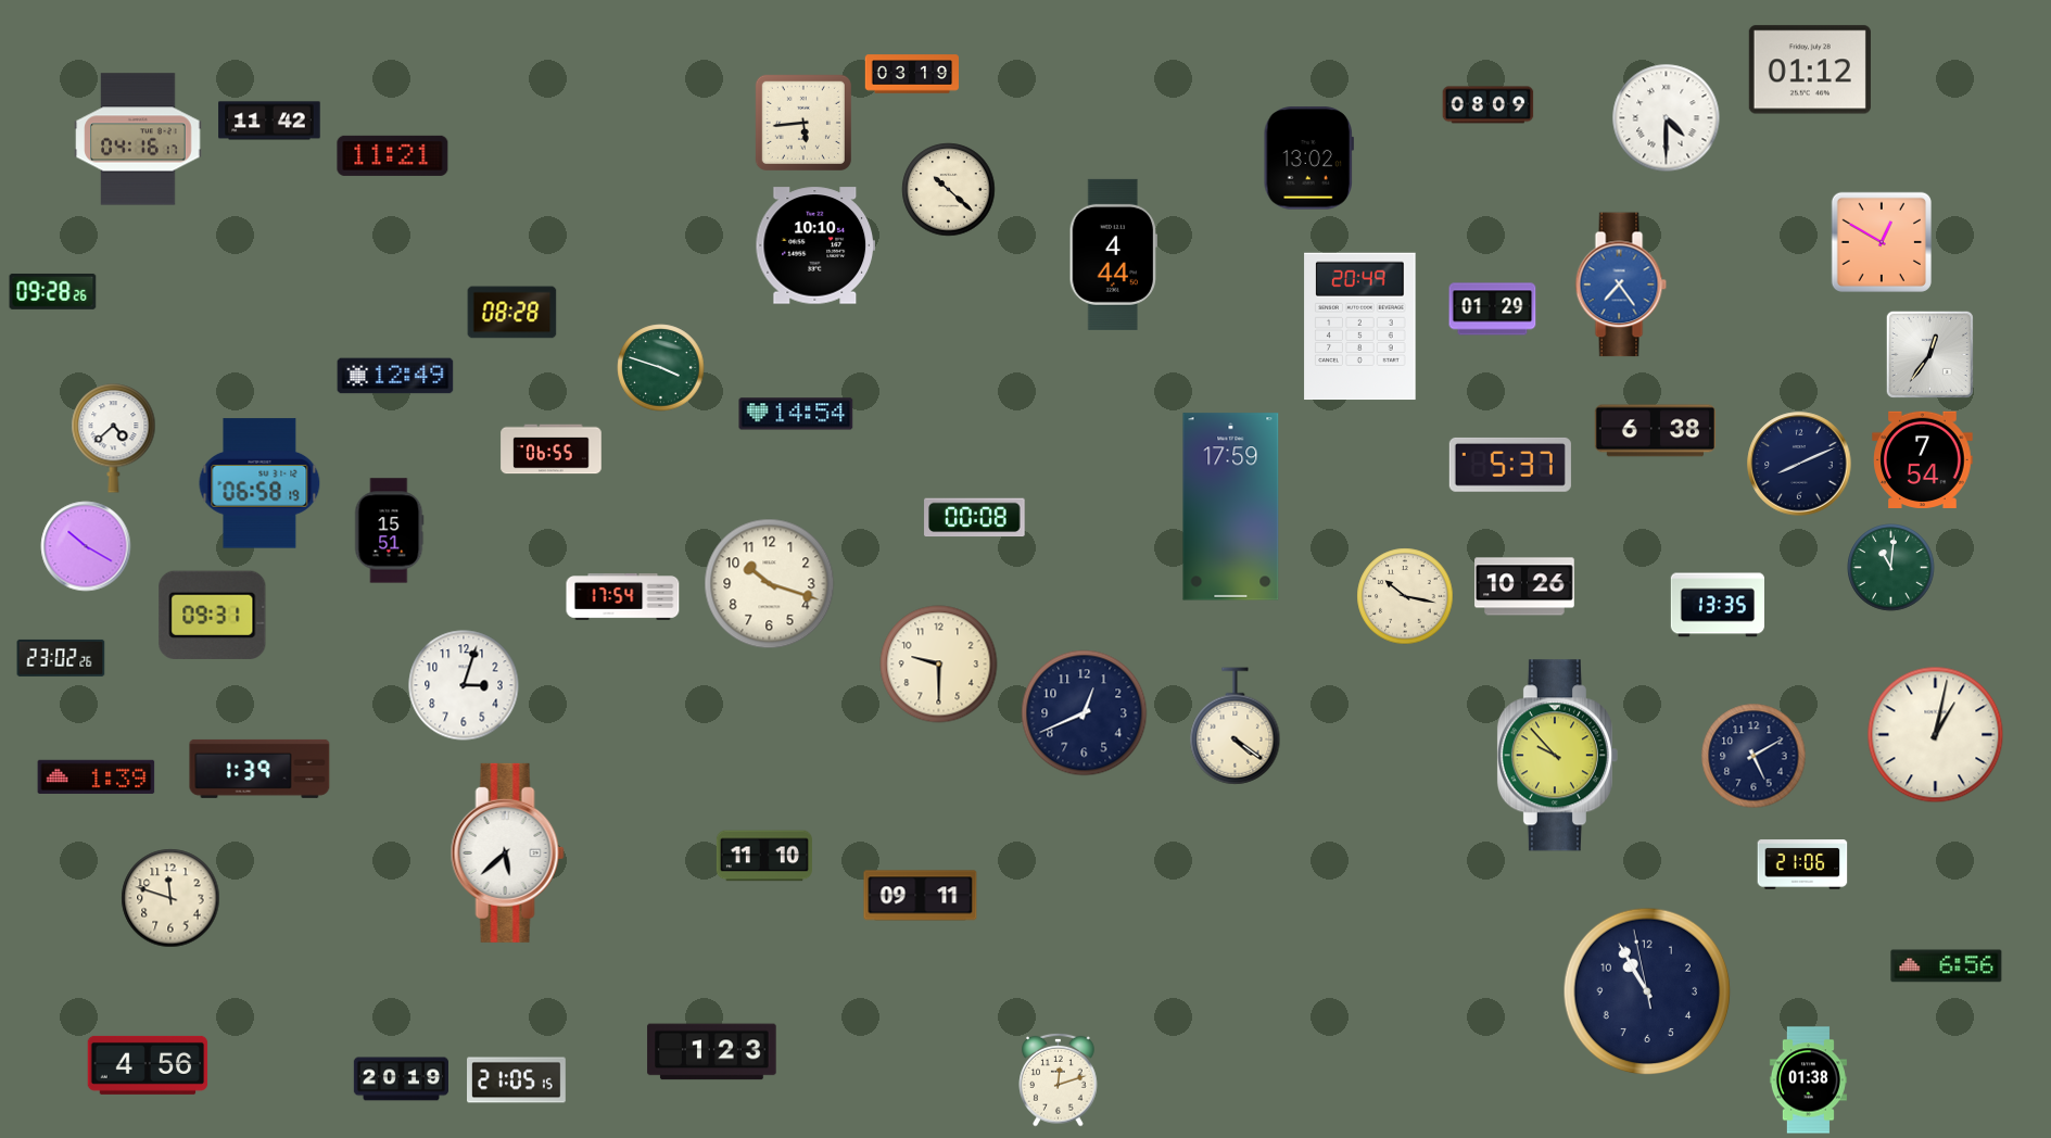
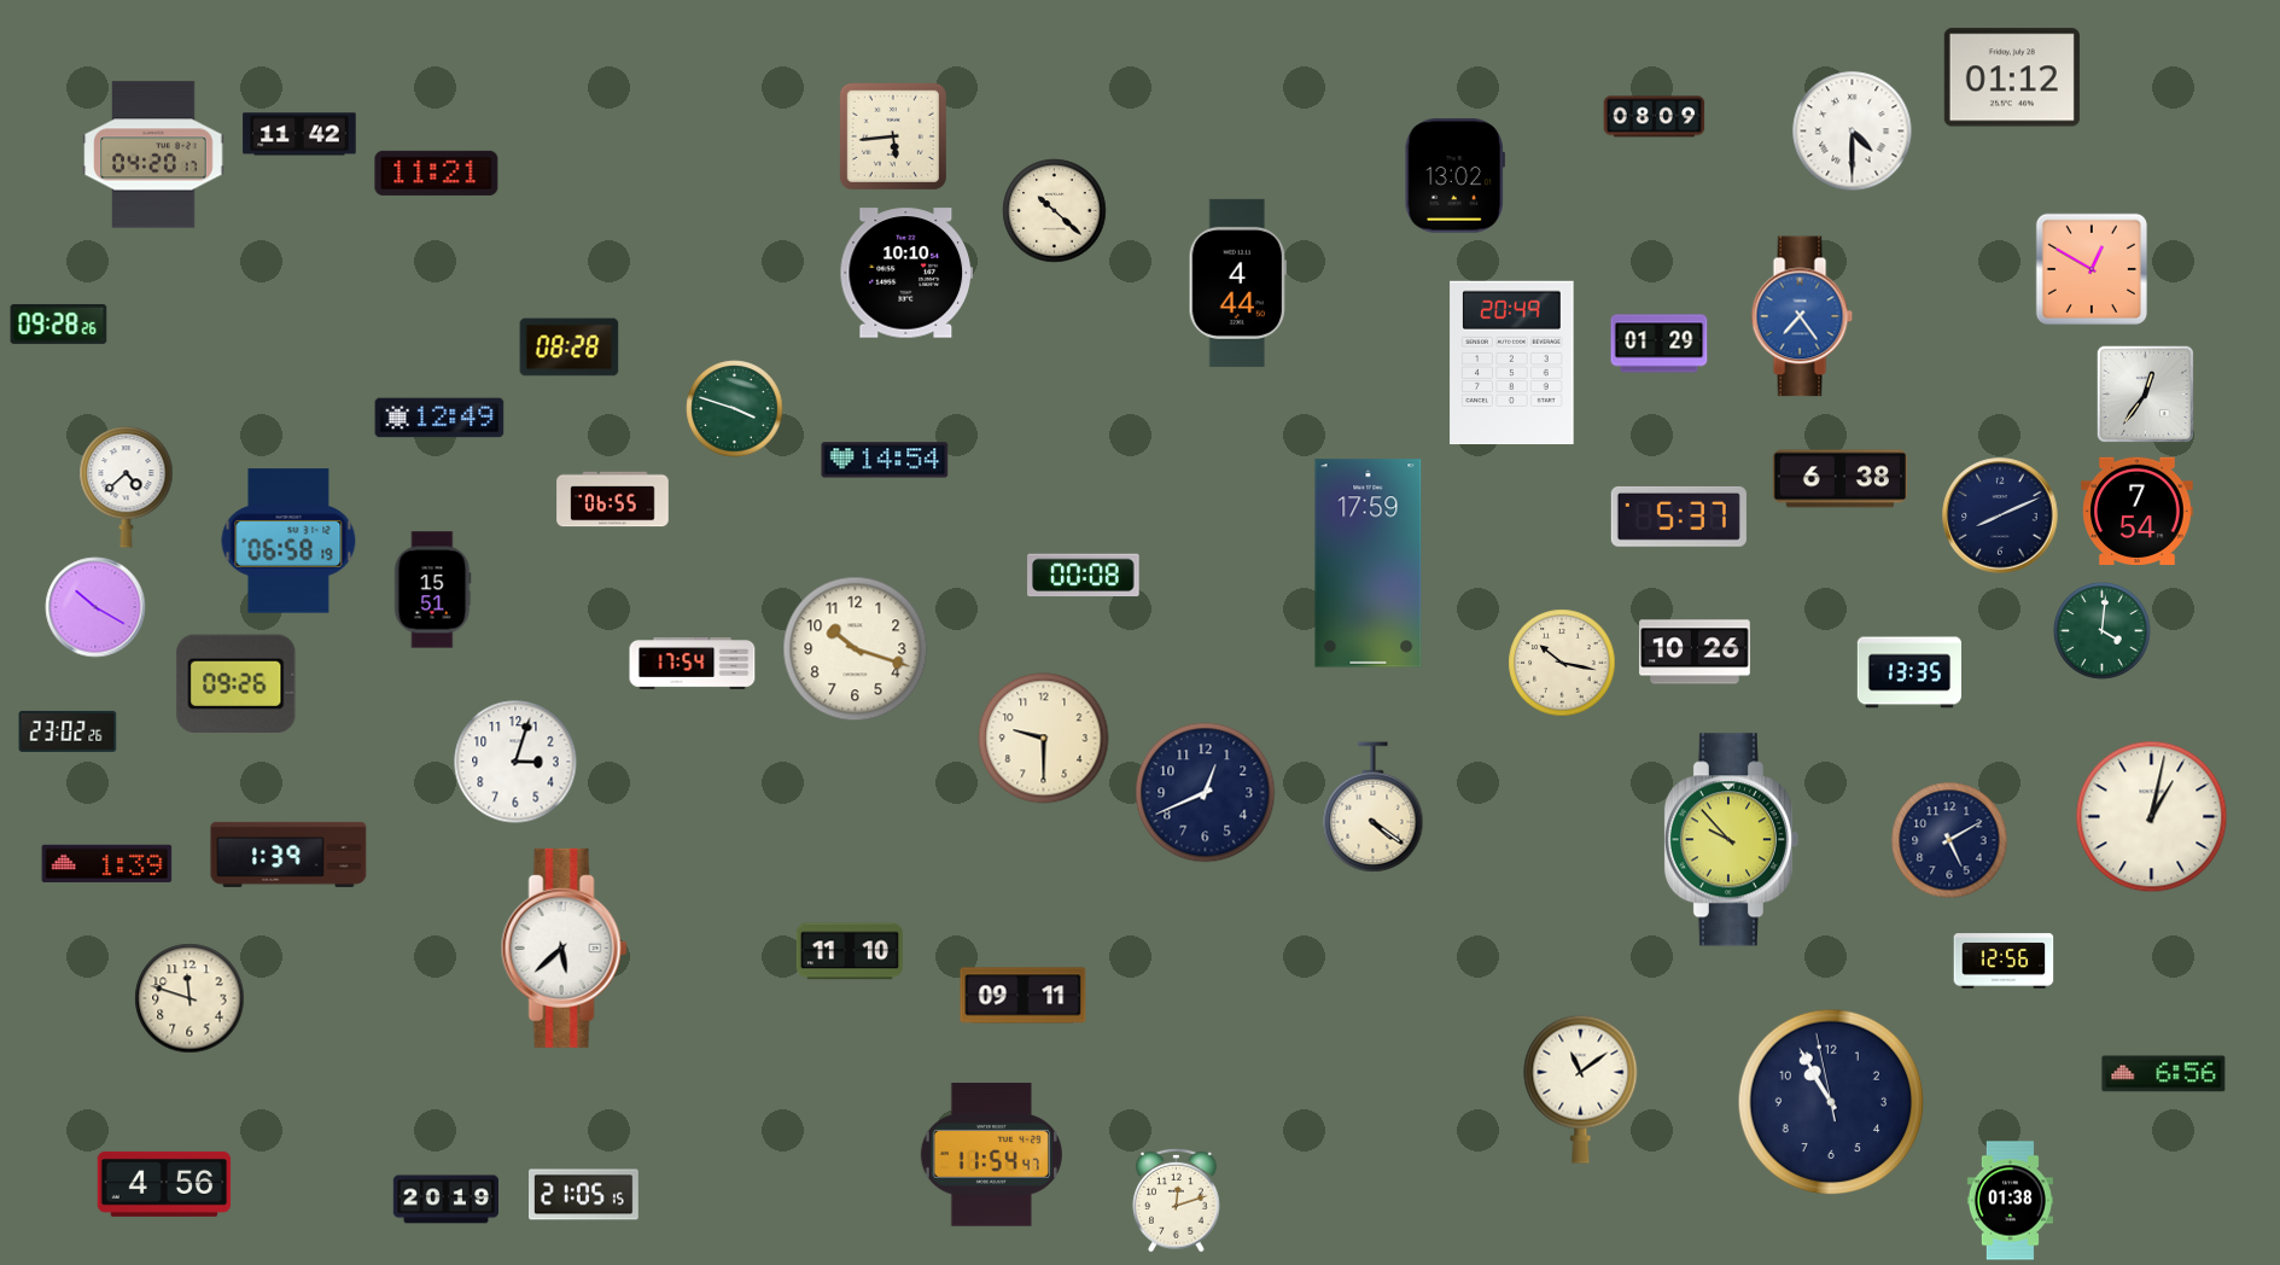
clock at (912, 74): 03:19 -> none
clock at (138, 139): 04:16 -> 04:20
clock at (259, 483) position: (259, 483) -> (288, 541)
clock at (1891, 568): 11:01 -> 4:01
clock at (213, 615): 09:31 -> 09:26
clock at (1802, 864): 21:06 -> 12:56
clock at (1581, 1089): none -> 11:09
clock at (991, 1155): none -> 11:54
clock at (712, 1052): 1:23 -> none
clock at (517, 1080) position: (517, 1080) -> (584, 1195)
